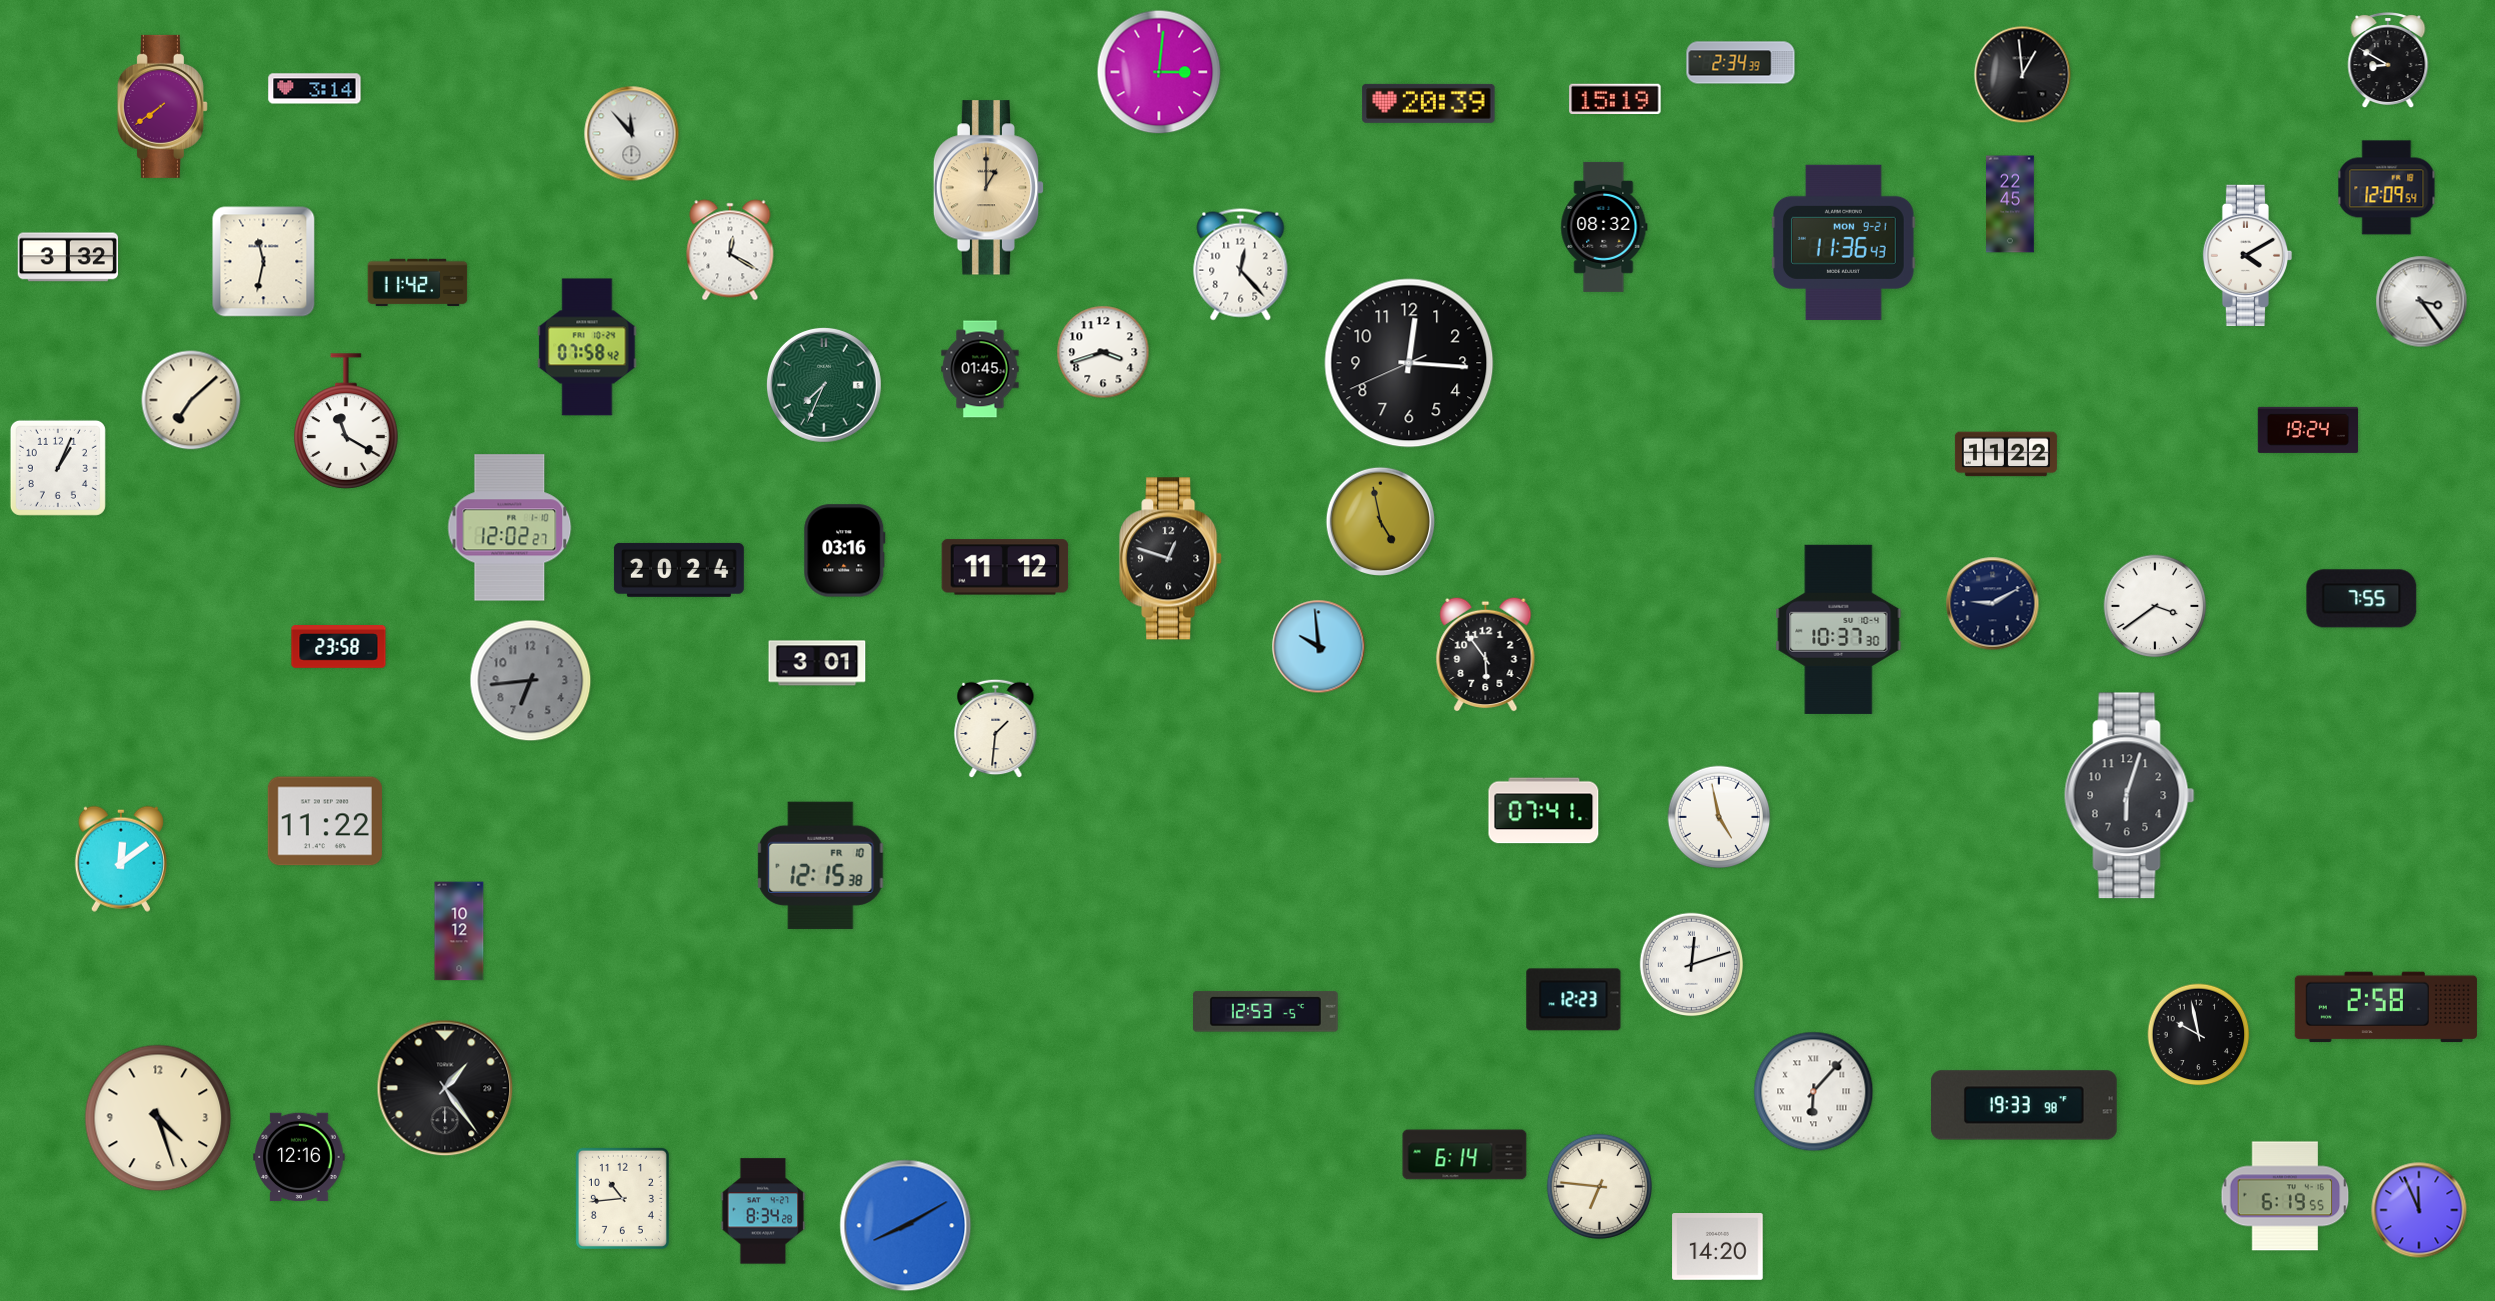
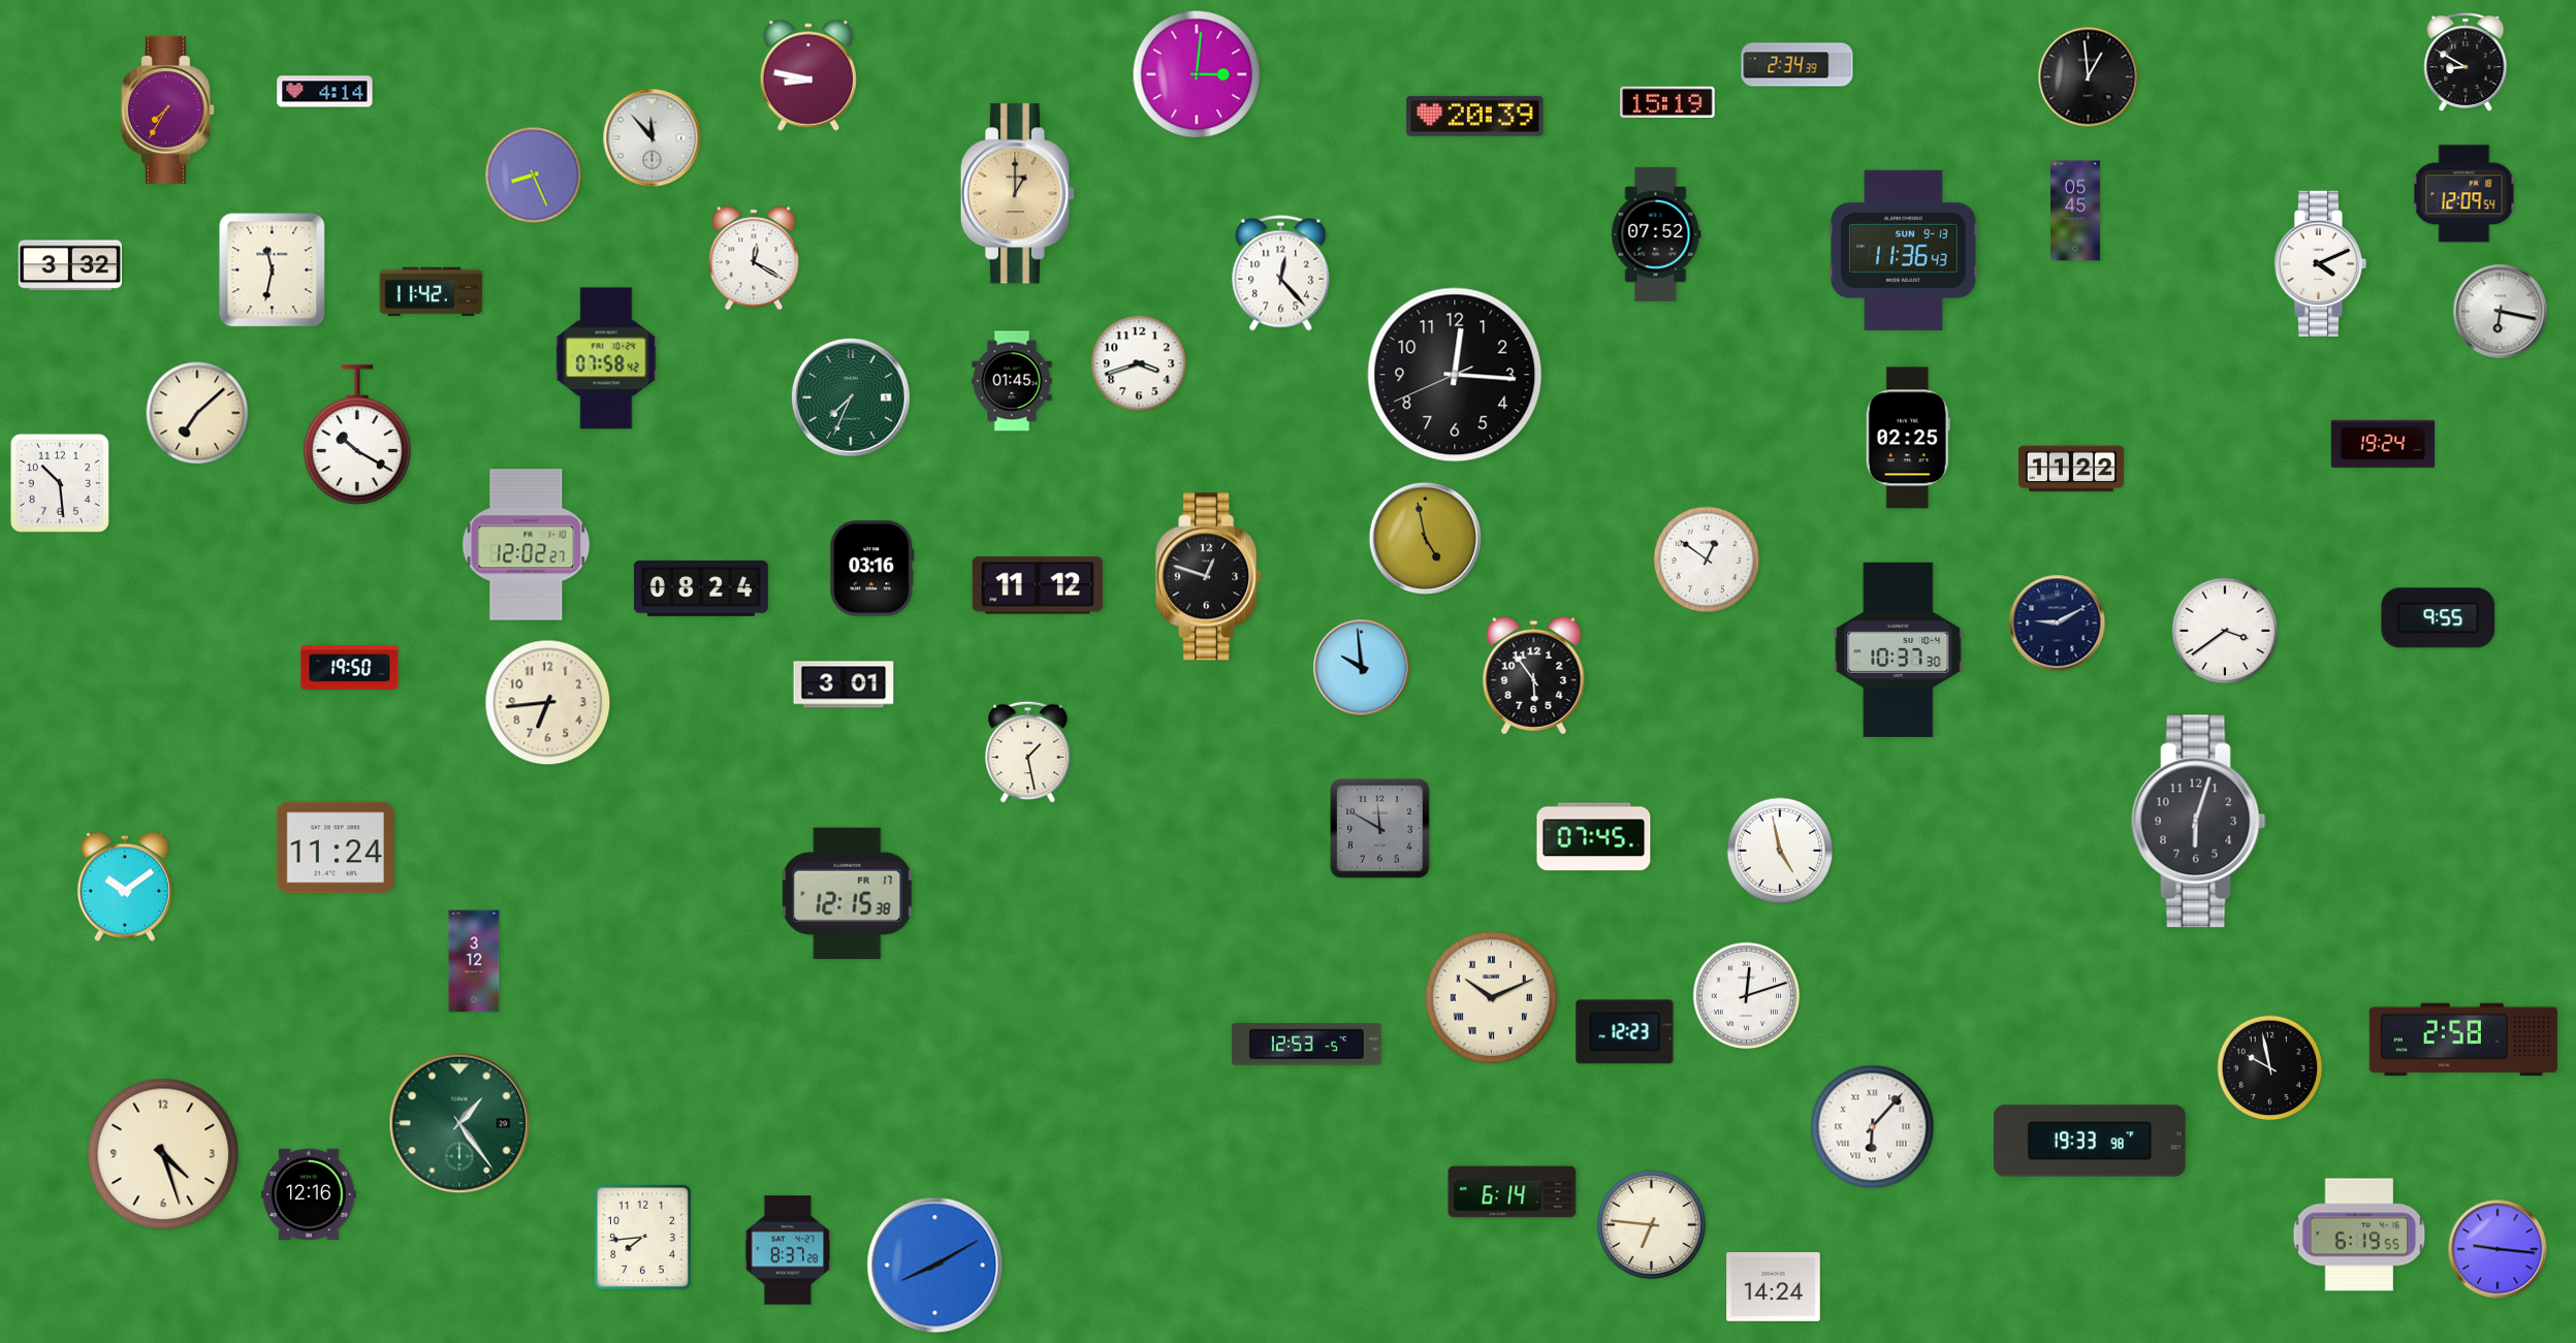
clock at (807, 75): none -> 8:47
clock at (315, 89): 3:14 -> 4:14
clock at (1429, 103) position: (1429, 103) -> (1475, 116)
clock at (162, 106): 7:39 -> 7:35
clock at (534, 175): none -> 8:26
clock at (989, 188) position: (989, 188) -> (1018, 194)
clock at (2011, 204): 22:45 -> 05:45
clock at (1604, 227): 08:32 -> 07:52
clock at (1844, 242) date: MON 9-21 -> SUN 9-13
clock at (2247, 255): 4:10 -> 4:11
clock at (2422, 302): 3:24 -> 6:17
clock at (346, 421): 11:20 -> 10:20
clock at (1908, 438): none -> 02:25
clock at (58, 468): 1:04 -> 10:29
clock at (1707, 559): none -> 12:51
clock at (679, 570): 20:24 -> 08:24
clock at (2362, 599): 7:55 -> 9:55
clock at (2155, 606) position: (2155, 606) -> (2225, 631)
clock at (339, 647): 23:58 -> 19:50
clock at (531, 681) dial: grey -> cream
clock at (996, 729): 1:31 -> 1:28
clock at (1380, 829): none -> 11:50
clock at (1544, 811): 07:41 -> 07:45
clock at (1719, 817) position: (1719, 817) -> (1780, 851)
clock at (325, 821): 11:22 -> 11:24
clock at (121, 859): 12:09 -> 10:09
clock at (821, 865) date: FR 10 -> FR 17
clock at (459, 931): 10:12 -> 3:12
clock at (1491, 997): none -> 10:11
clock at (445, 1088) dial: black -> green
clock at (622, 1198): 10:44 -> 7:44
clock at (2419, 1210): 11:56 -> 9:16
clock at (763, 1211): 8:34 -> 8:37
clock at (1718, 1247): 14:20 -> 14:24
